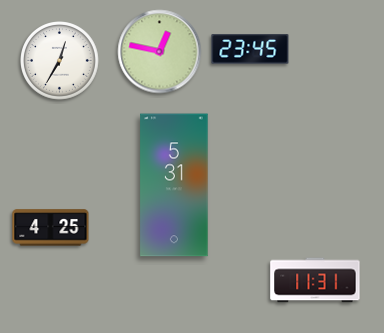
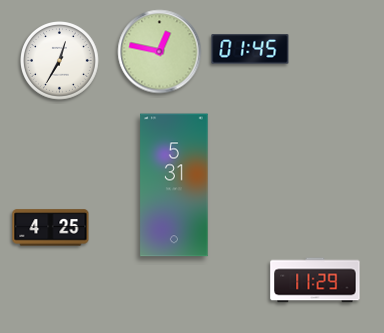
clock at (250, 49): 23:45 -> 01:45
clock at (315, 280): 11:31 -> 11:29
